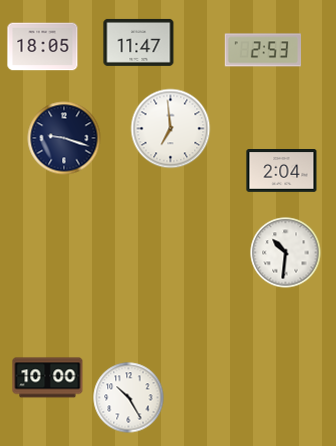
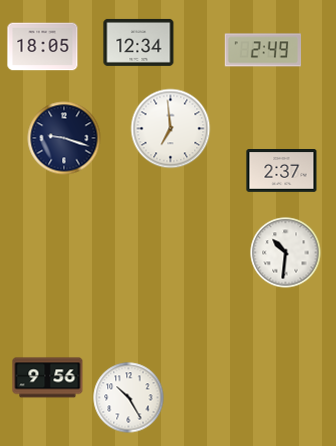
clock at (139, 42): 11:47 -> 12:34
clock at (262, 50): 2:53 -> 2:49
clock at (282, 171): 2:04 -> 2:37
clock at (48, 378): 10:00 -> 9:56
